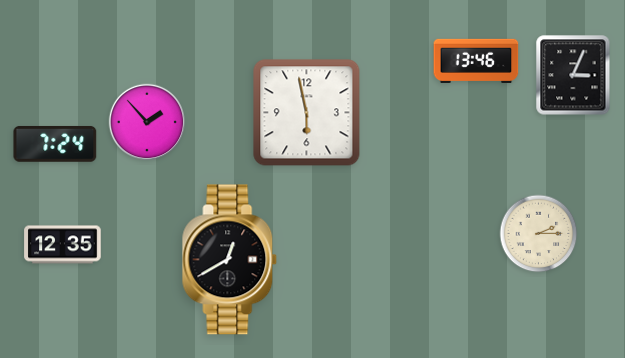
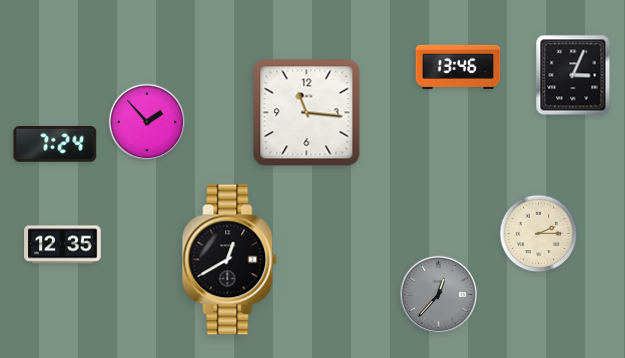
clock at (476, 61) position: (476, 61) -> (458, 67)
clock at (307, 113): 5:58 -> 11:16
clock at (438, 294): none -> 12:37
